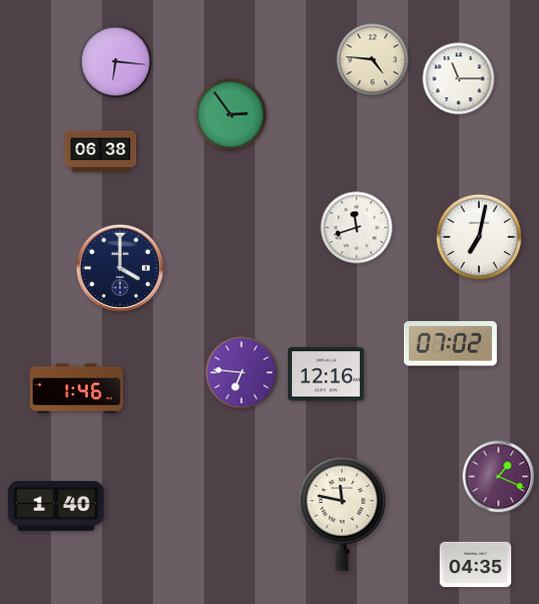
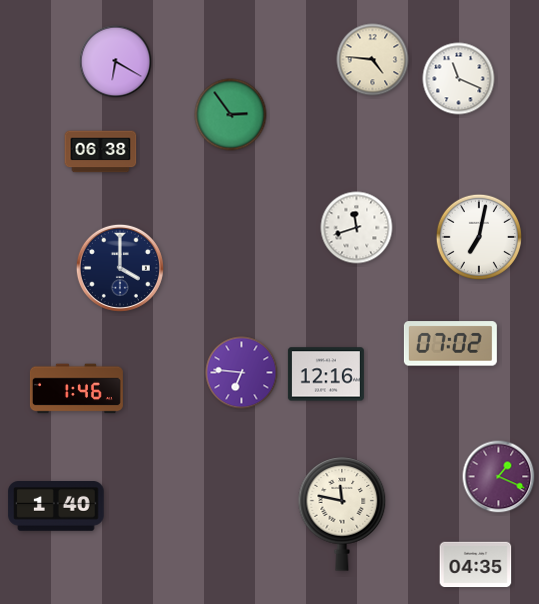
clock at (116, 62): 6:16 -> 6:20
clock at (459, 79): 11:15 -> 11:19
